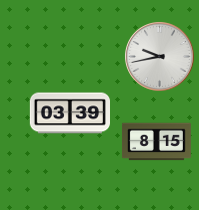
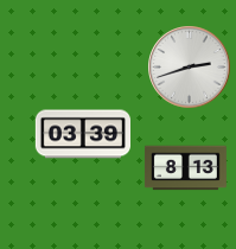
clock at (160, 57): 9:43 -> 2:42
clock at (156, 142): 8:15 -> 8:13
